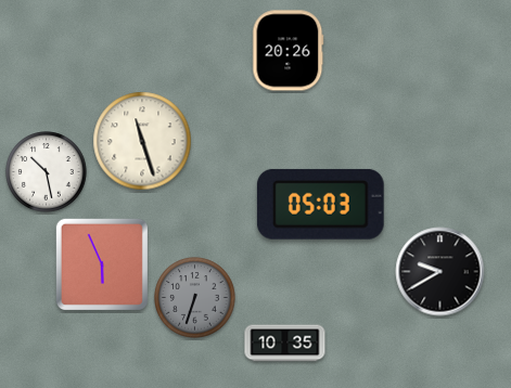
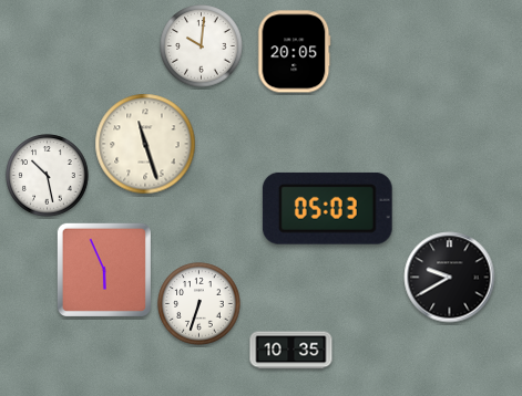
clock at (202, 46): none -> 10:01
clock at (289, 51): 20:26 -> 20:05
clock at (195, 298) dial: grey -> white
